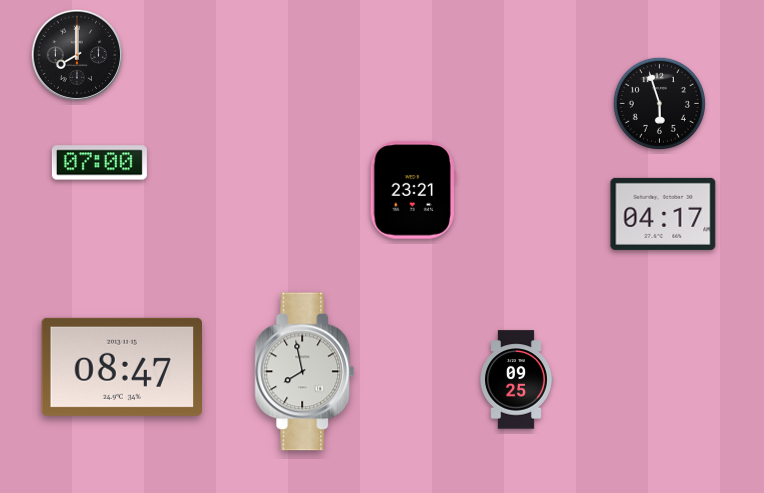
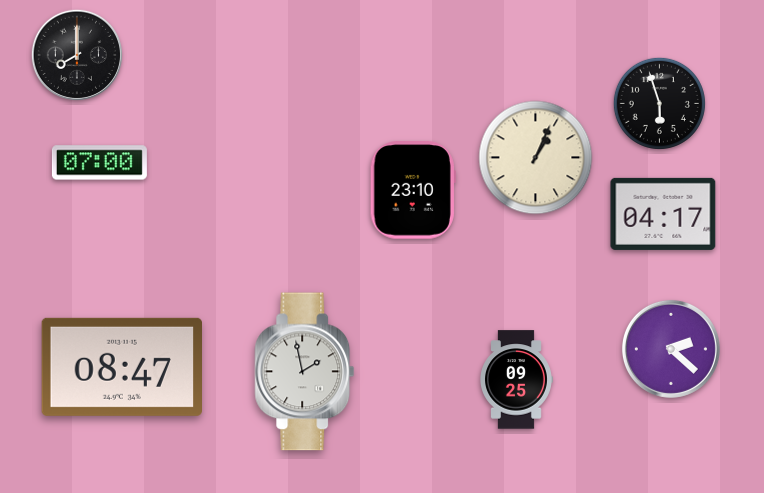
clock at (536, 158): none -> 1:04
clock at (413, 190): 23:21 -> 23:10
clock at (671, 349): none -> 2:22
clock at (305, 372): 7:58 -> 1:58
